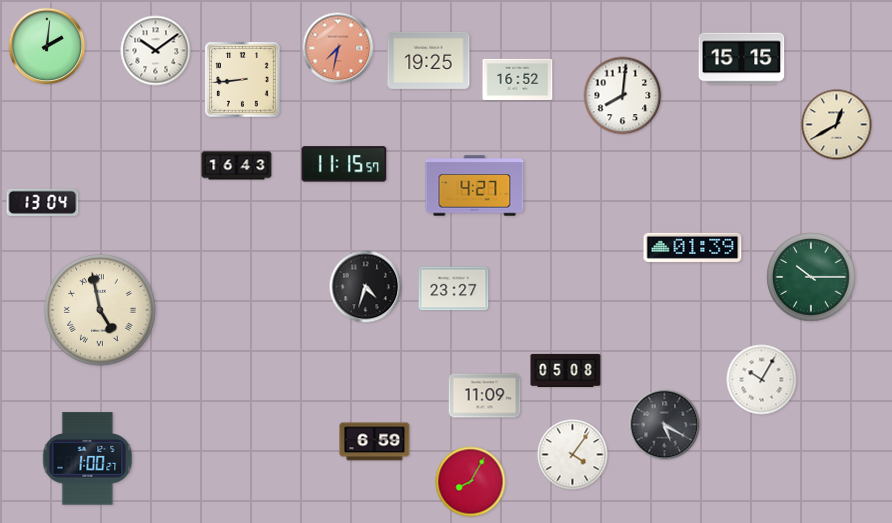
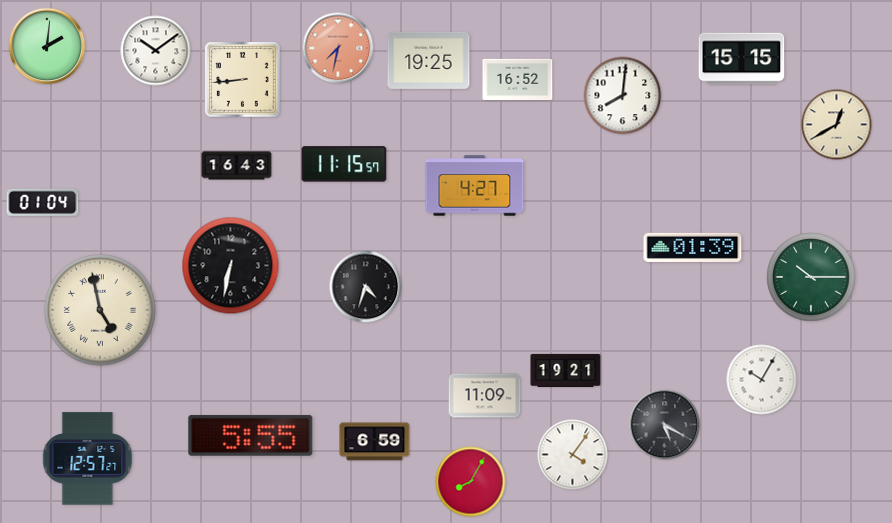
clock at (43, 202): 13:04 -> 01:04
clock at (231, 266): none -> 6:32
clock at (454, 289): 23:27 -> none
clock at (566, 370): 05:08 -> 19:21
clock at (251, 435): none -> 5:55
clock at (88, 459): 1:00 -> 12:57
